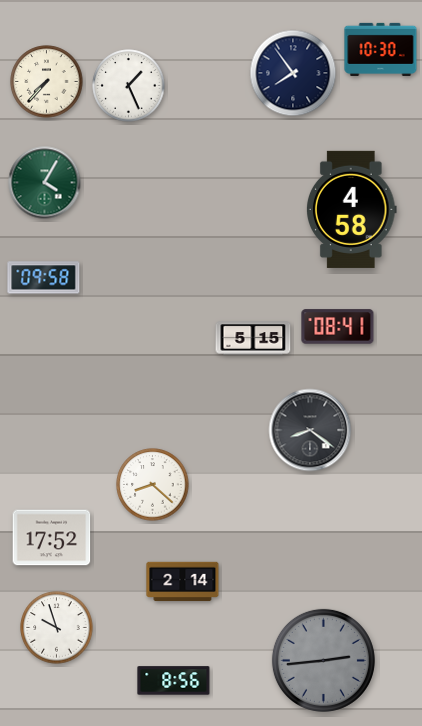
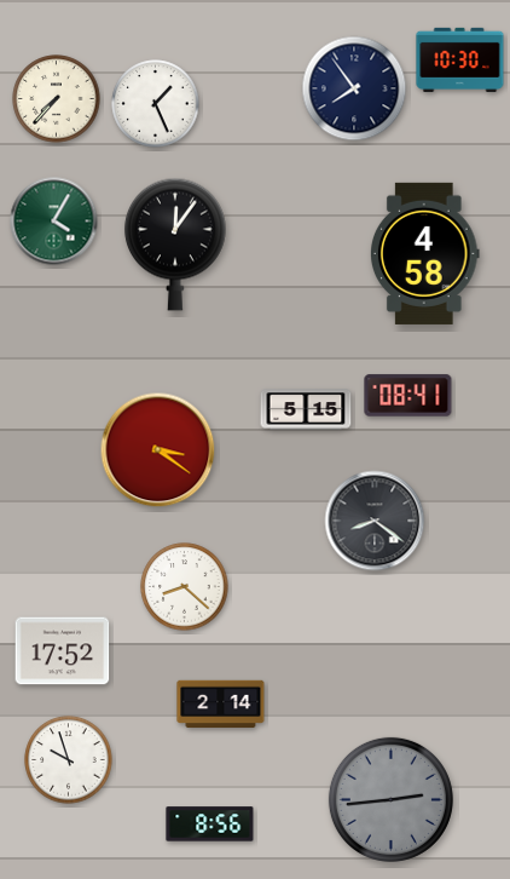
clock at (175, 245): none -> 12:06
clock at (44, 278): 09:58 -> none
clock at (158, 450): none -> 3:21
